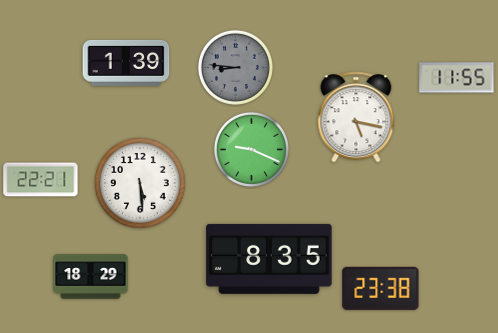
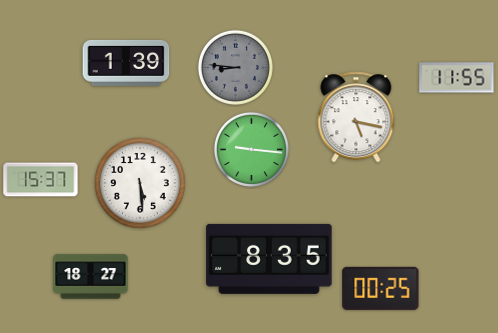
clock at (251, 149): 9:19 -> 9:16
clock at (41, 180): 22:21 -> 15:37
clock at (91, 277): 18:29 -> 18:27
clock at (381, 288): 23:38 -> 00:25
